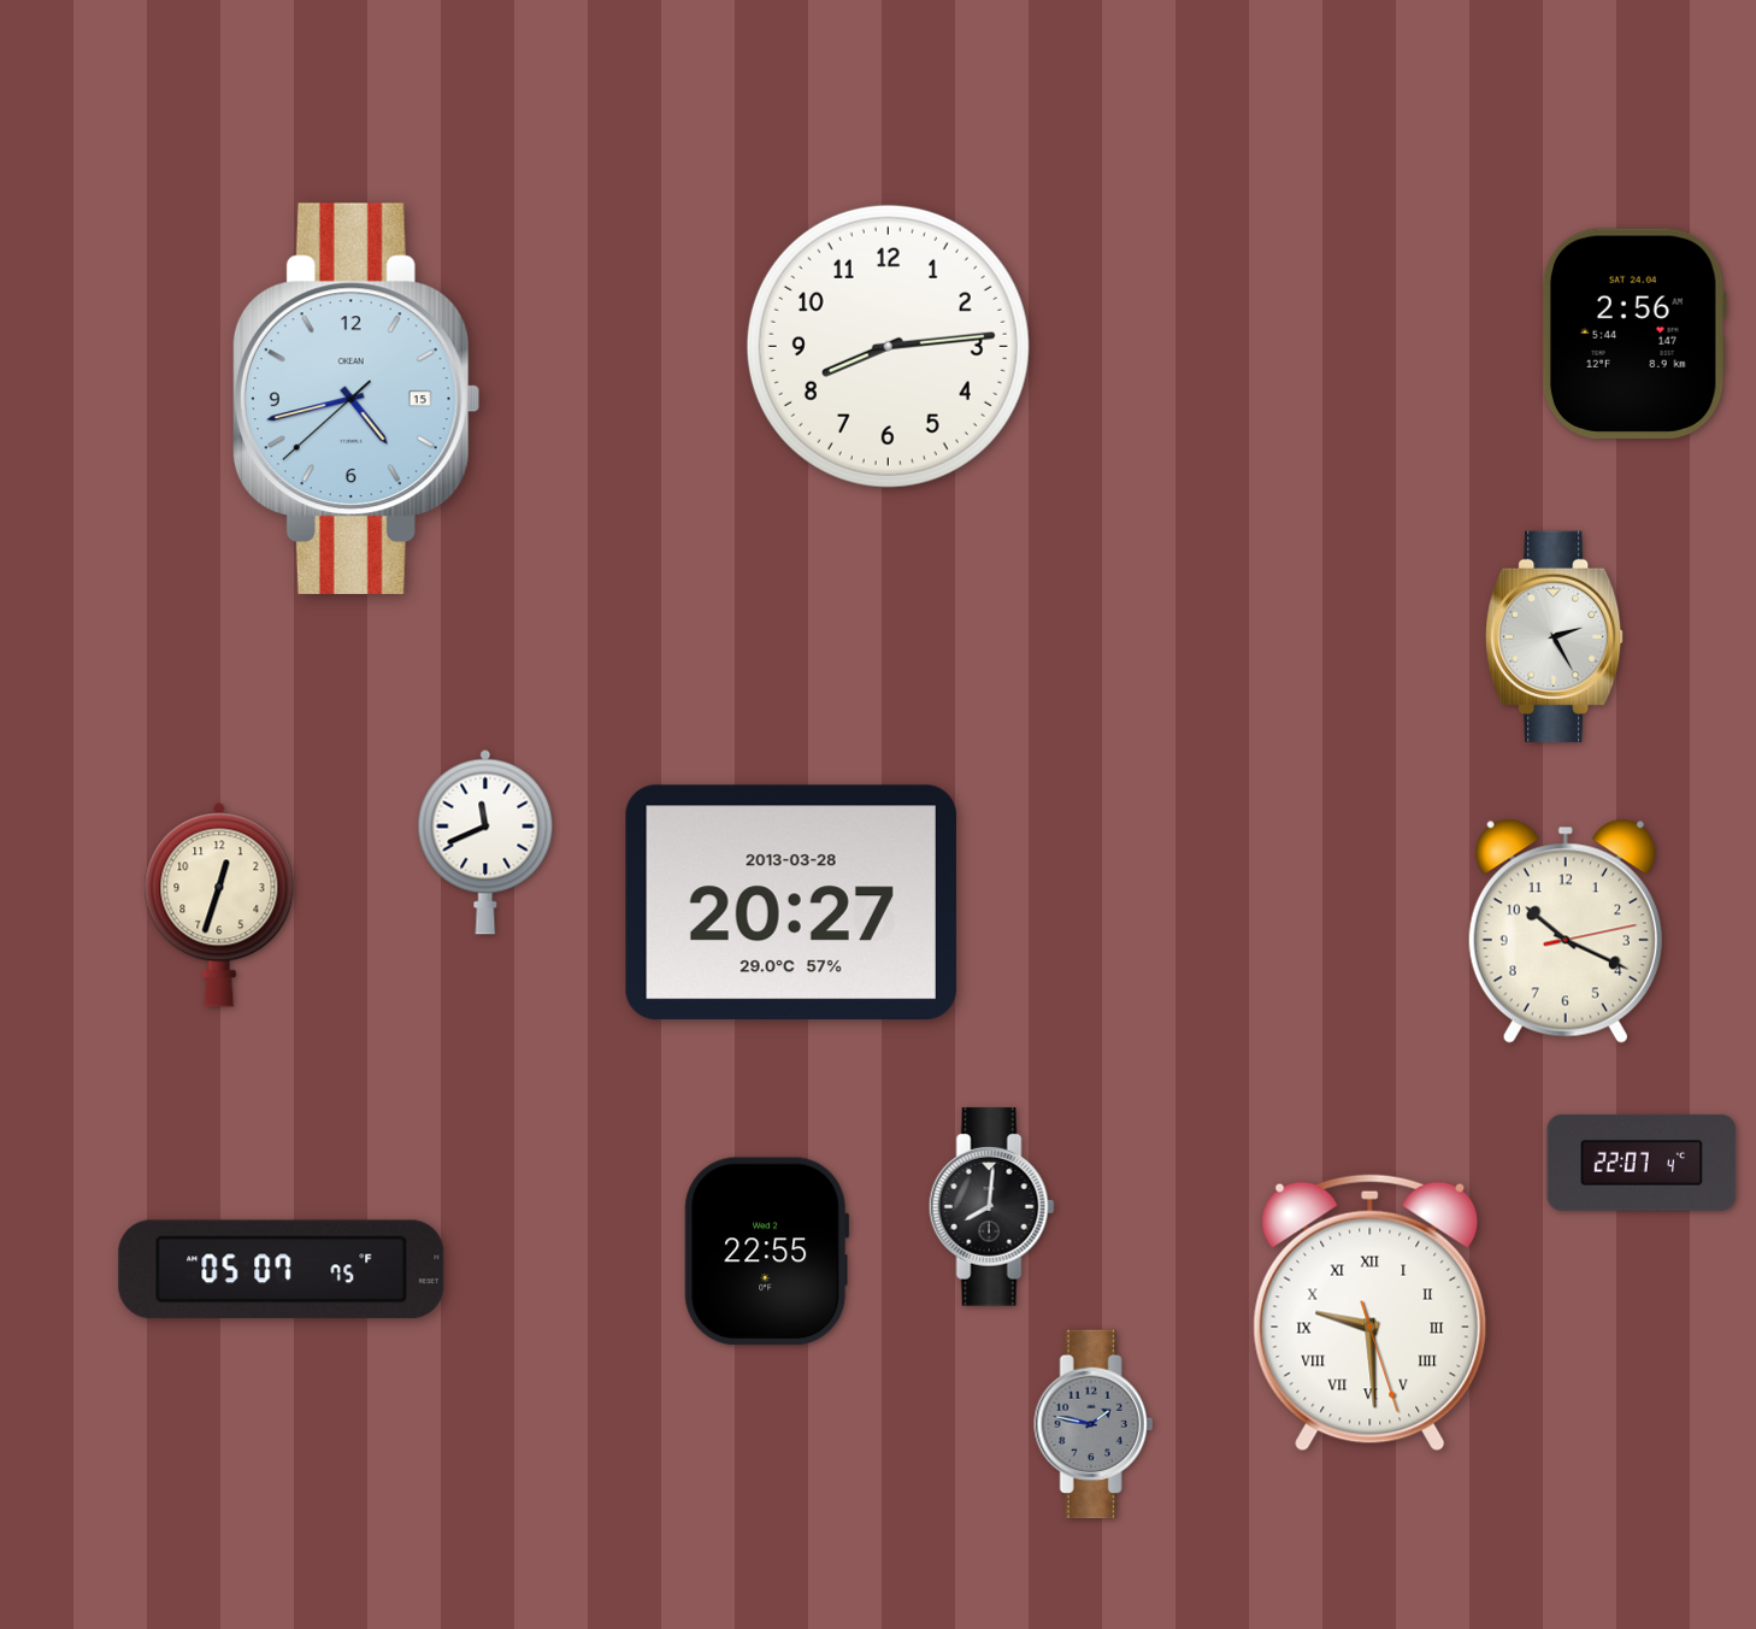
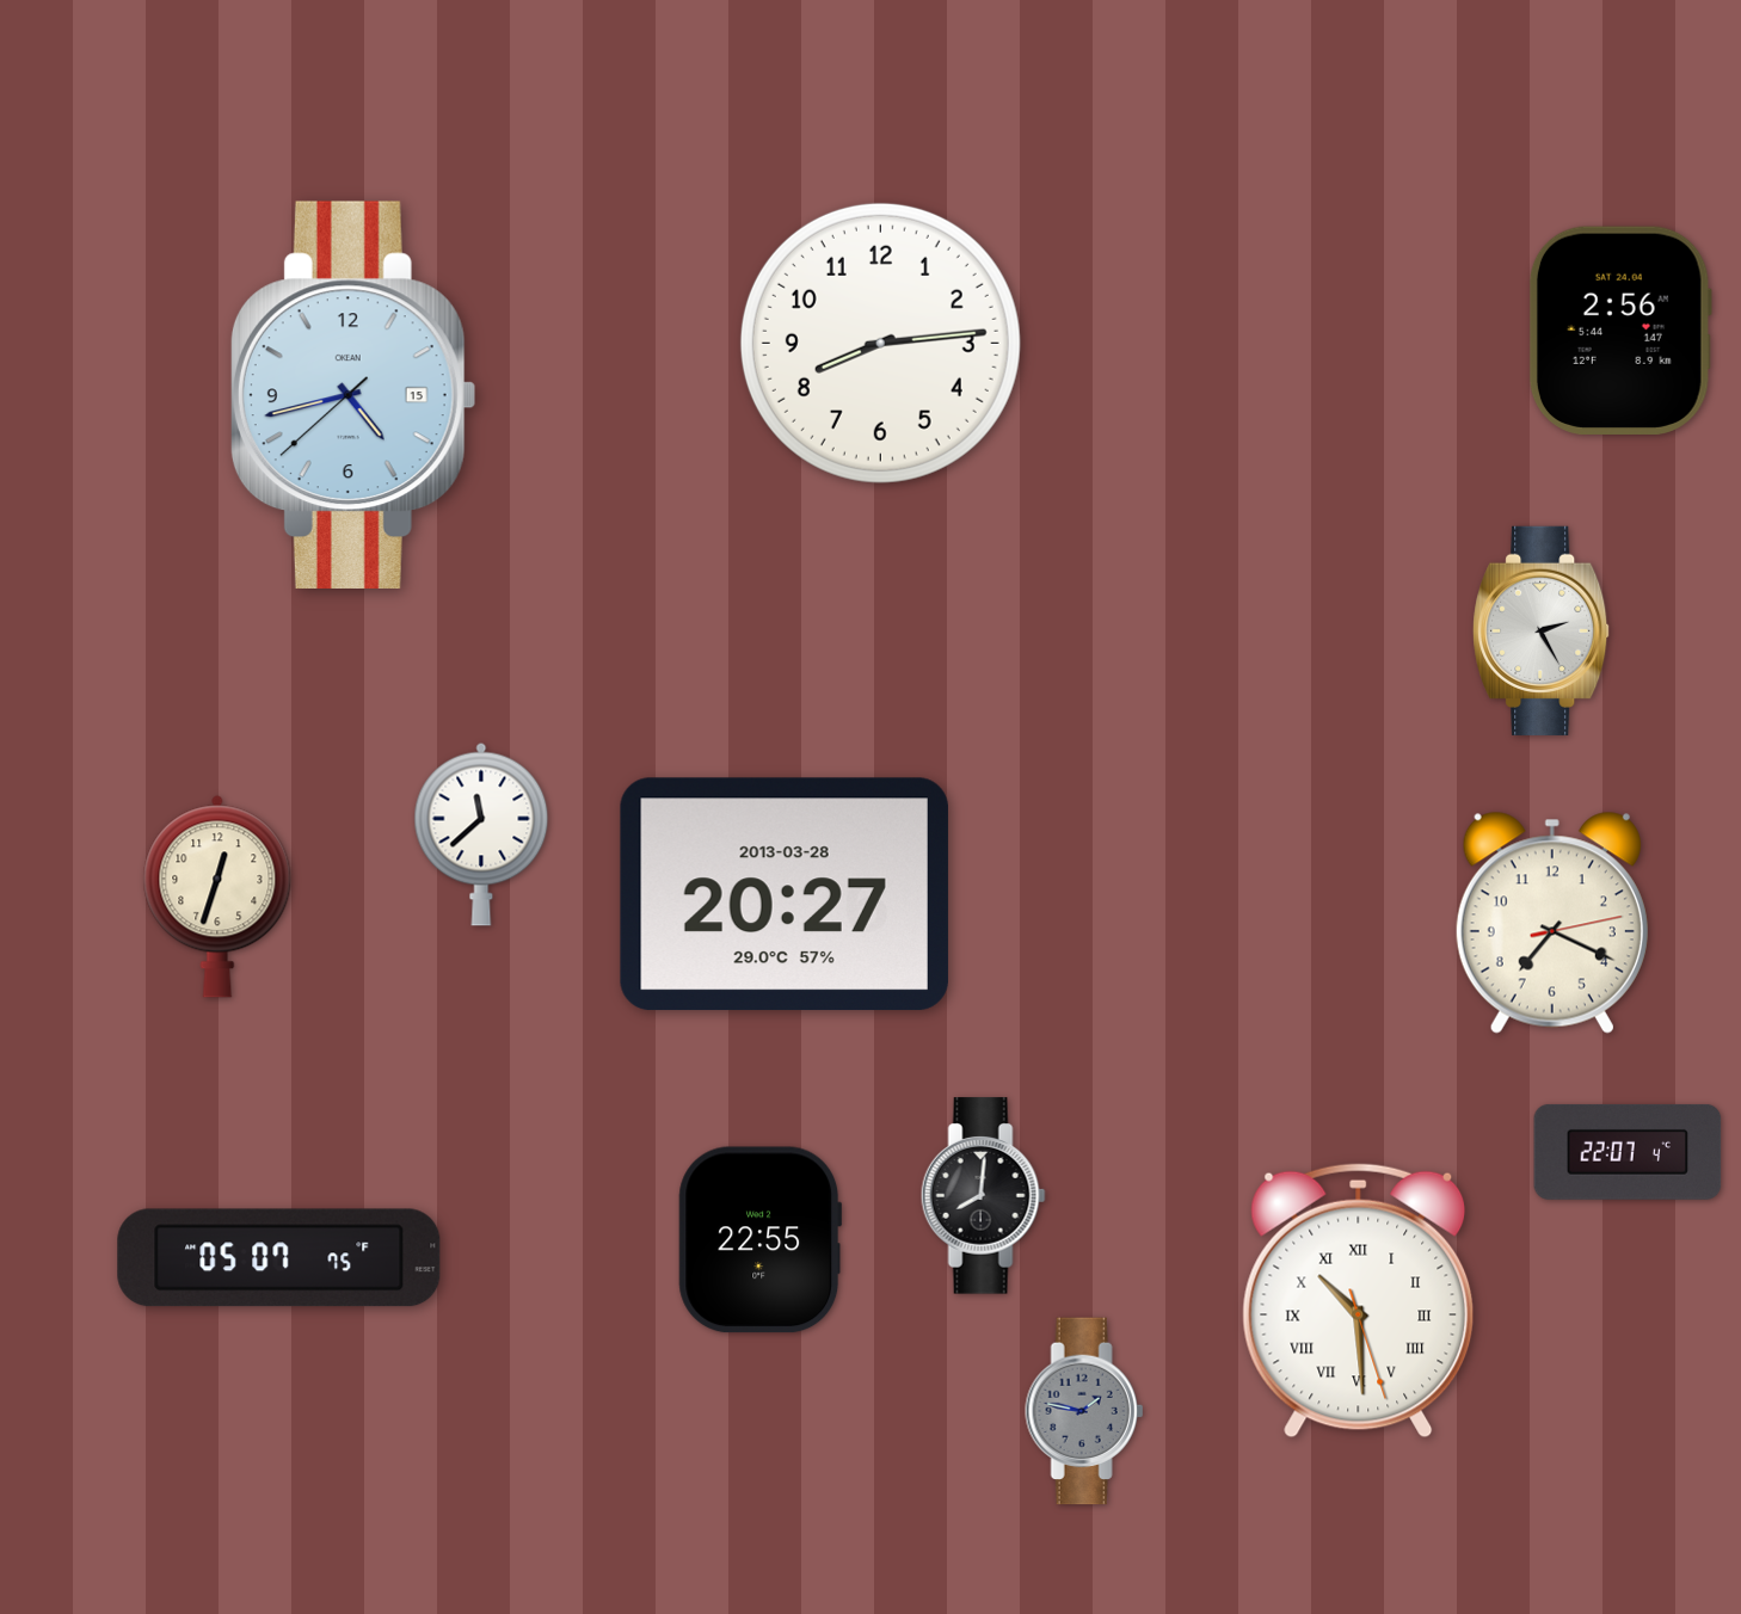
clock at (485, 842): 11:41 -> 11:38
clock at (1566, 931): 10:19 -> 7:19
clock at (1371, 1313): 9:29 -> 10:29
